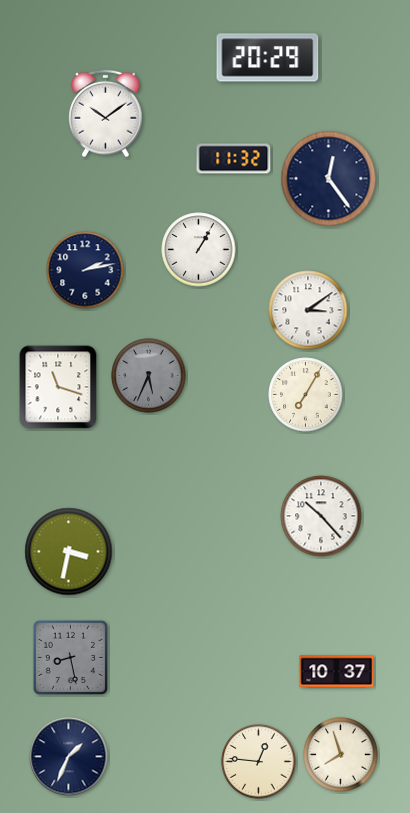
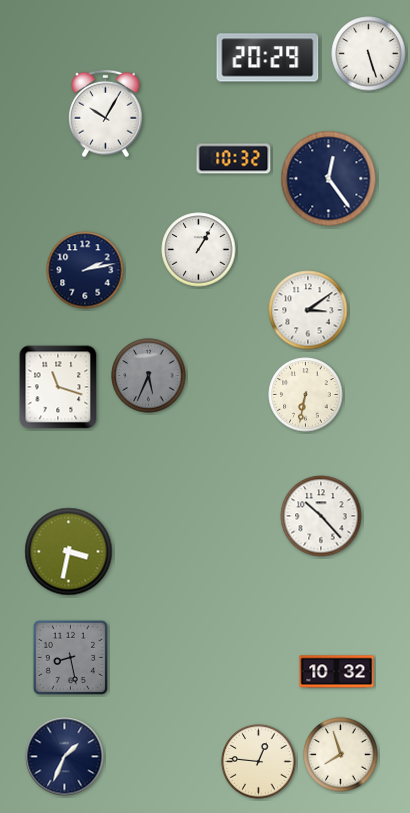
clock at (369, 54): none -> 5:27
clock at (106, 114): 10:09 -> 10:05
clock at (234, 159): 11:32 -> 10:32
clock at (306, 395): 7:05 -> 6:32
clock at (337, 672): 10:37 -> 10:32
clock at (69, 757) position: (69, 757) -> (65, 757)
